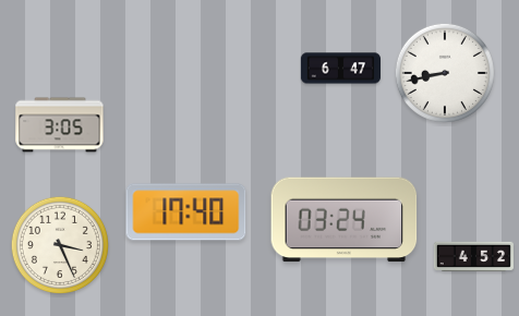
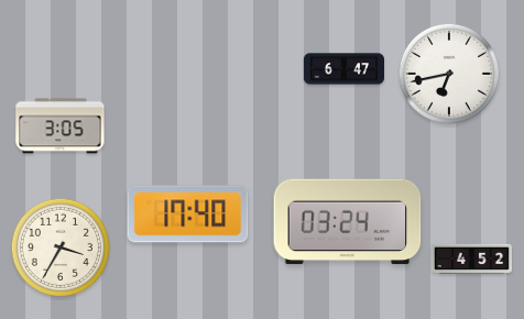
clock at (445, 73): 8:43 -> 6:43
clock at (59, 244): 3:26 -> 3:35
clock at (473, 257) position: (473, 257) -> (471, 260)
